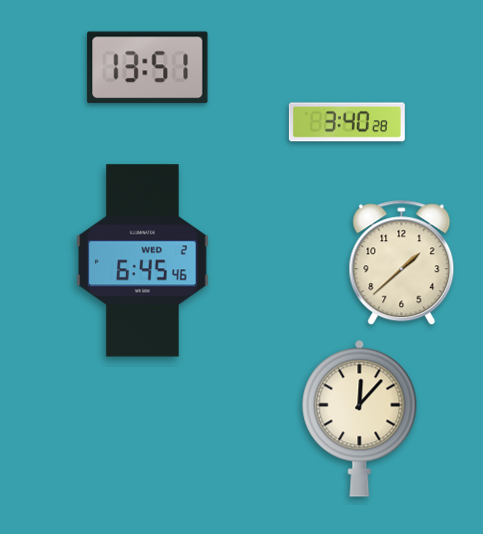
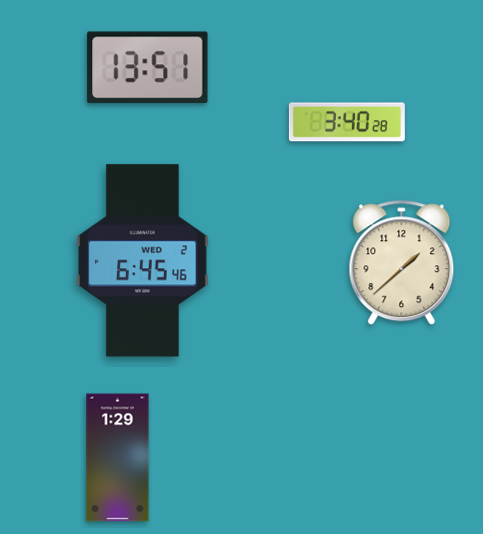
clock at (360, 418): 12:07 -> none
clock at (118, 458): none -> 1:29
